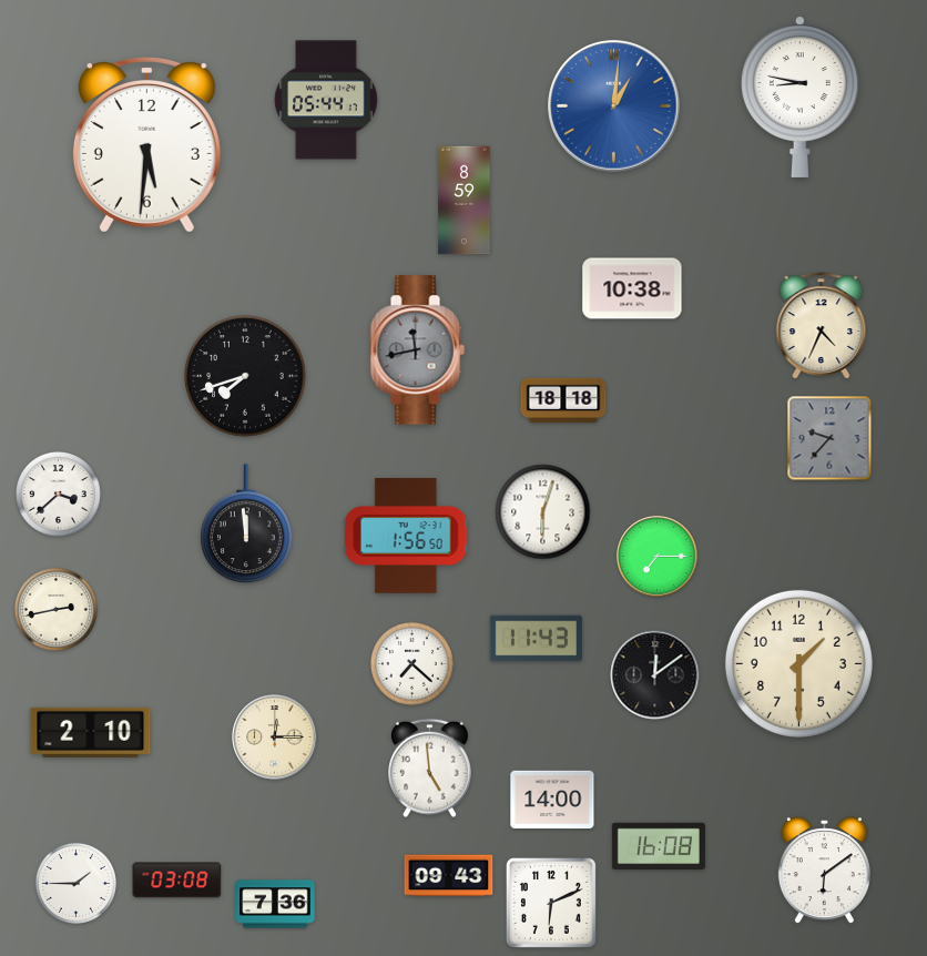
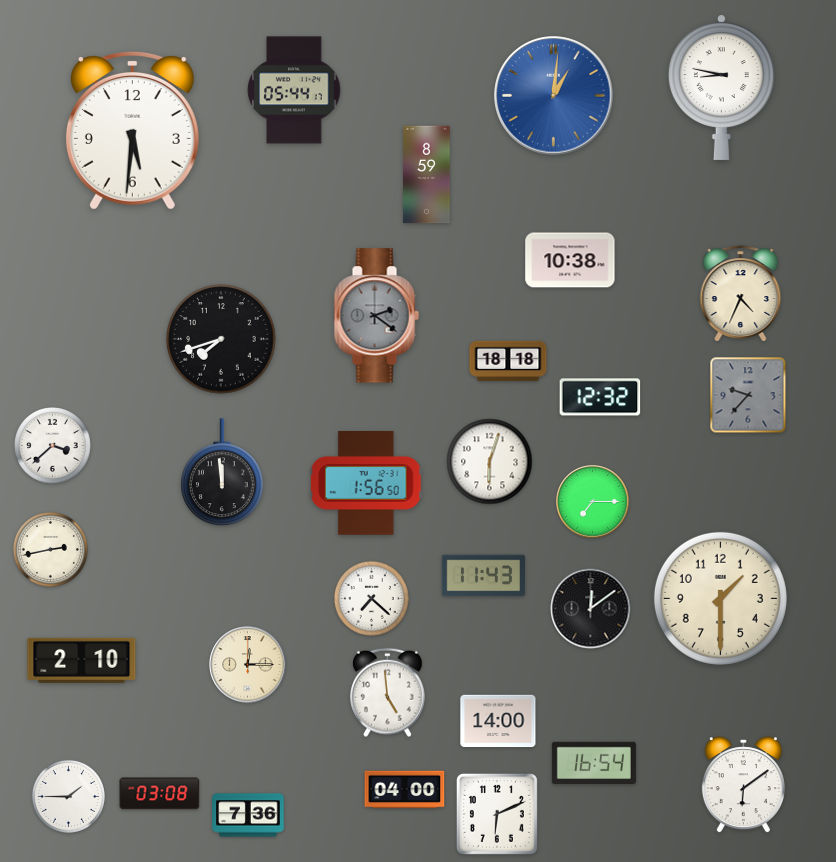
clock at (465, 201) position: (465, 201) -> (427, 175)
clock at (417, 350): 11:43 -> 2:21
clock at (600, 397): none -> 12:32
clock at (659, 846): 16:08 -> 16:54
clock at (449, 876): 09:43 -> 04:00
